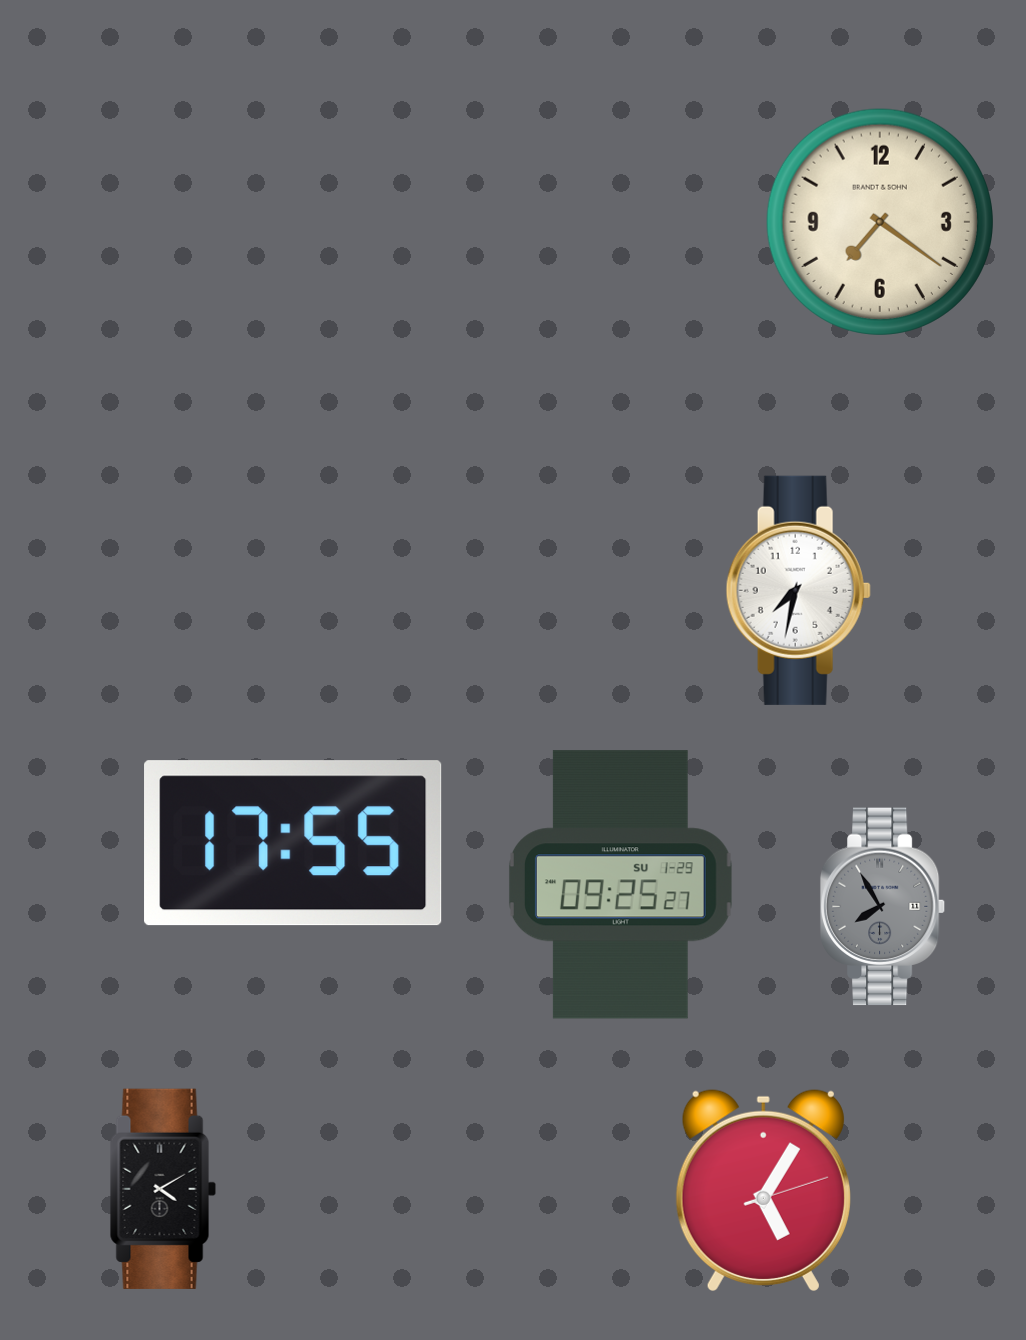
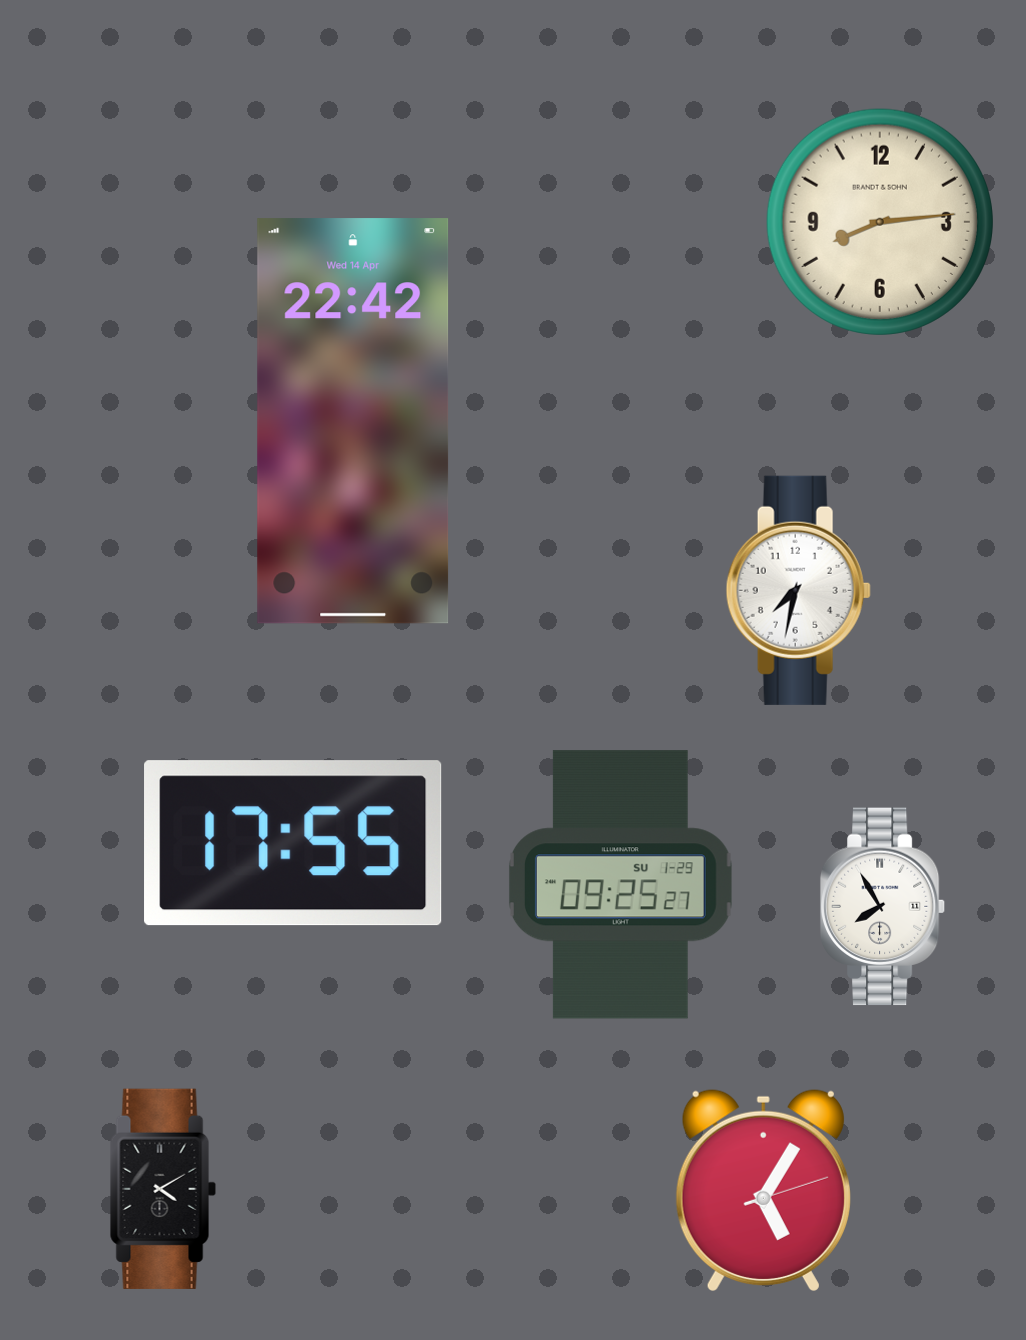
clock at (880, 222): 7:21 -> 8:14
clock at (353, 421): none -> 22:42
clock at (883, 907) dial: grey -> white
